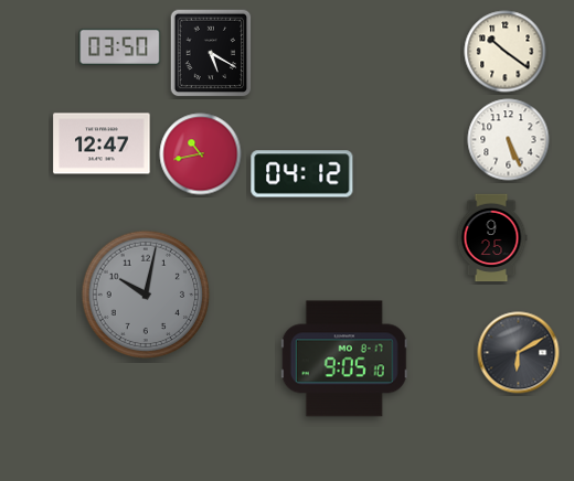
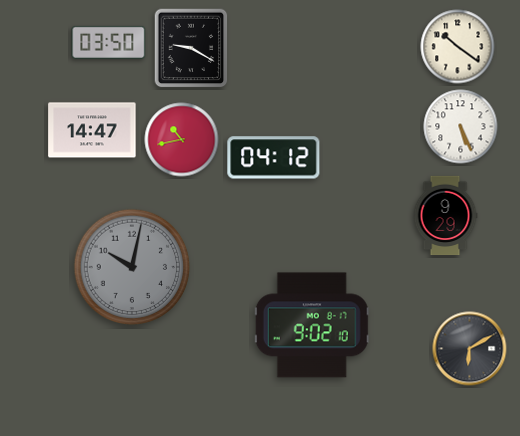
clock at (211, 53): 5:20 -> 9:20
clock at (102, 143): 12:47 -> 14:47
clock at (491, 238): 9:25 -> 9:29
clock at (519, 353) position: (519, 353) -> (470, 349)
clock at (344, 359): 9:05 -> 9:02
